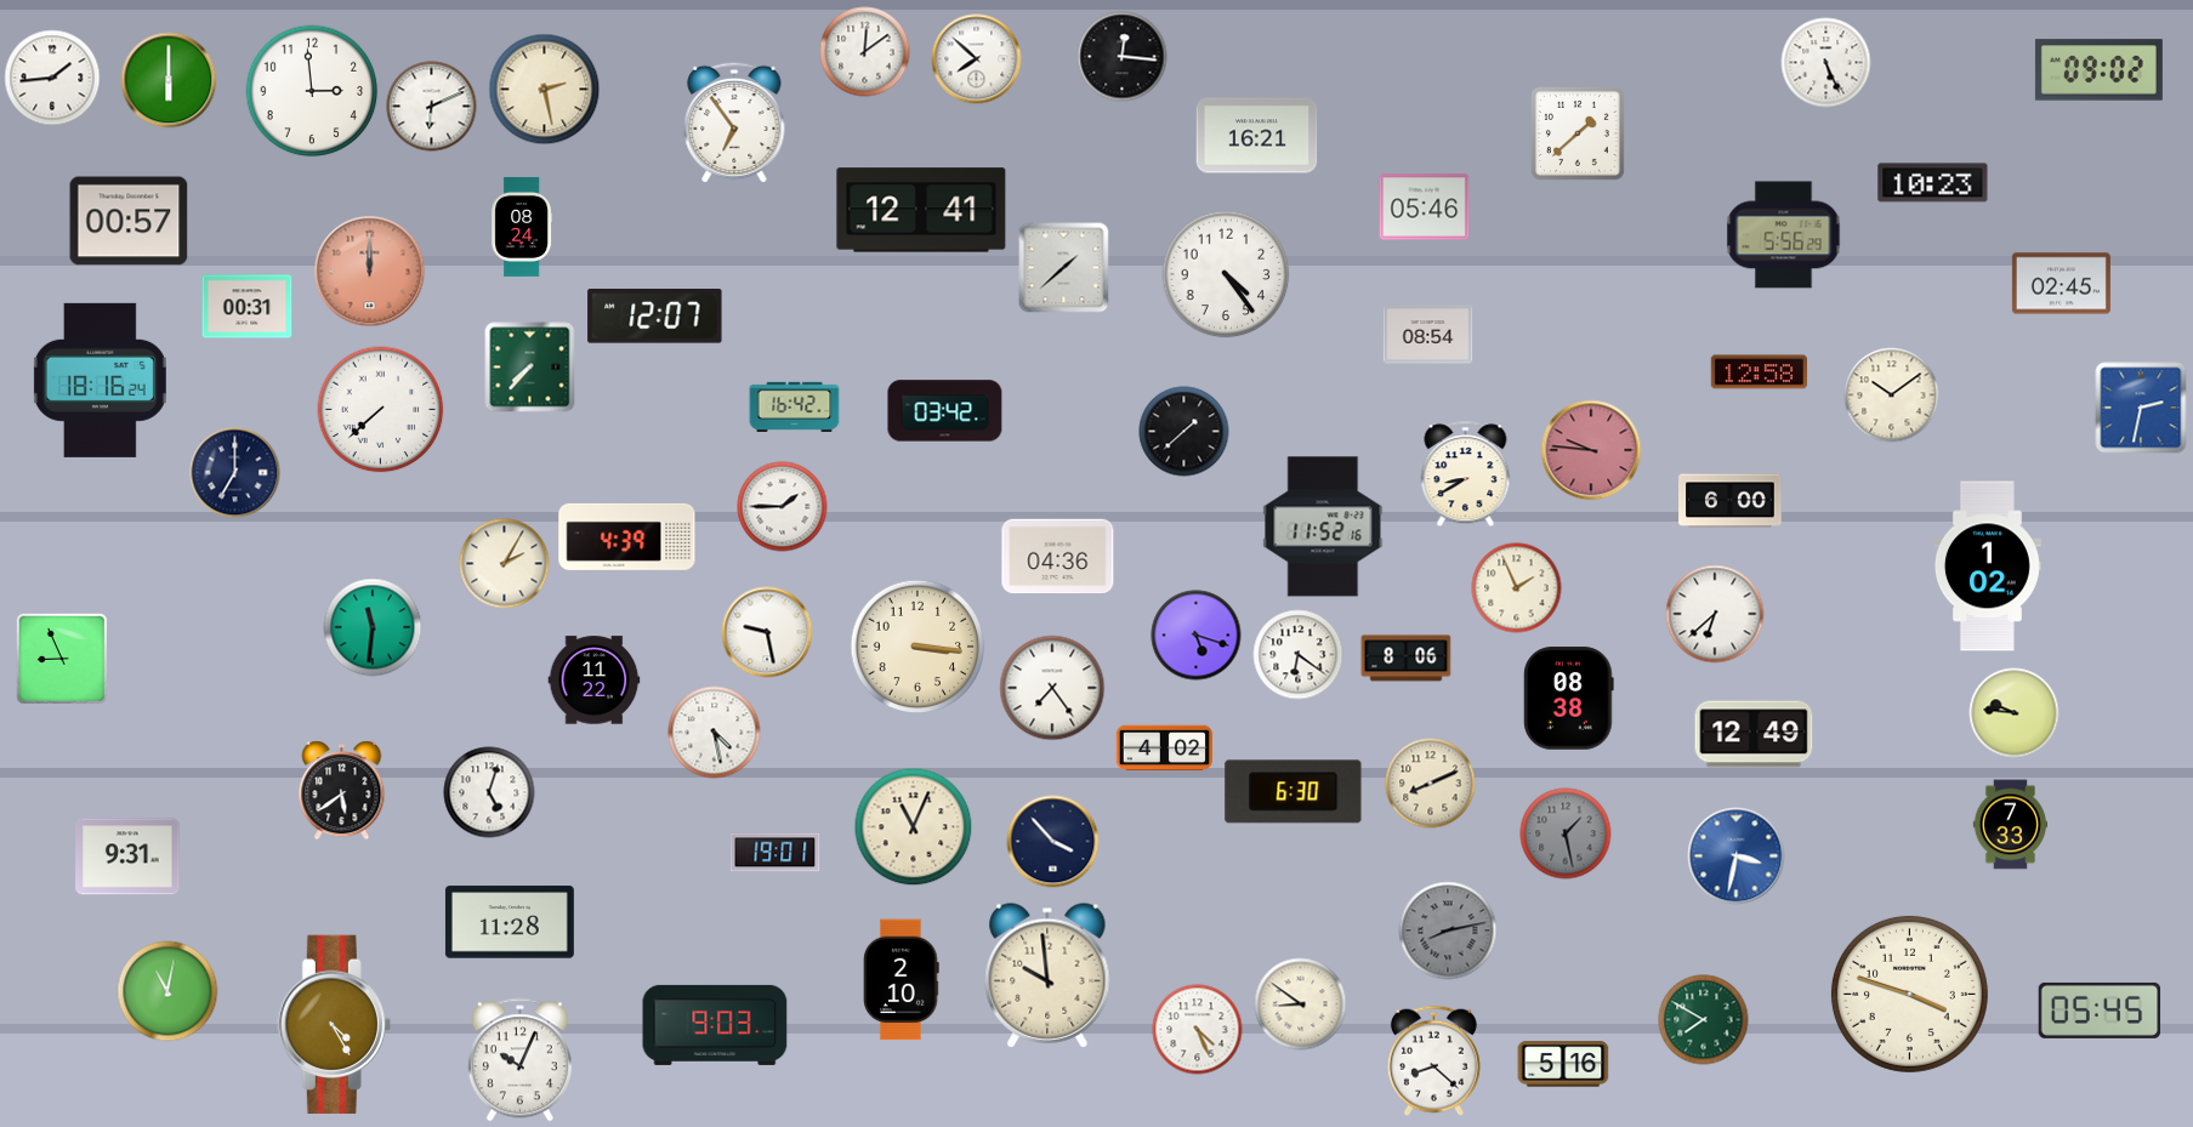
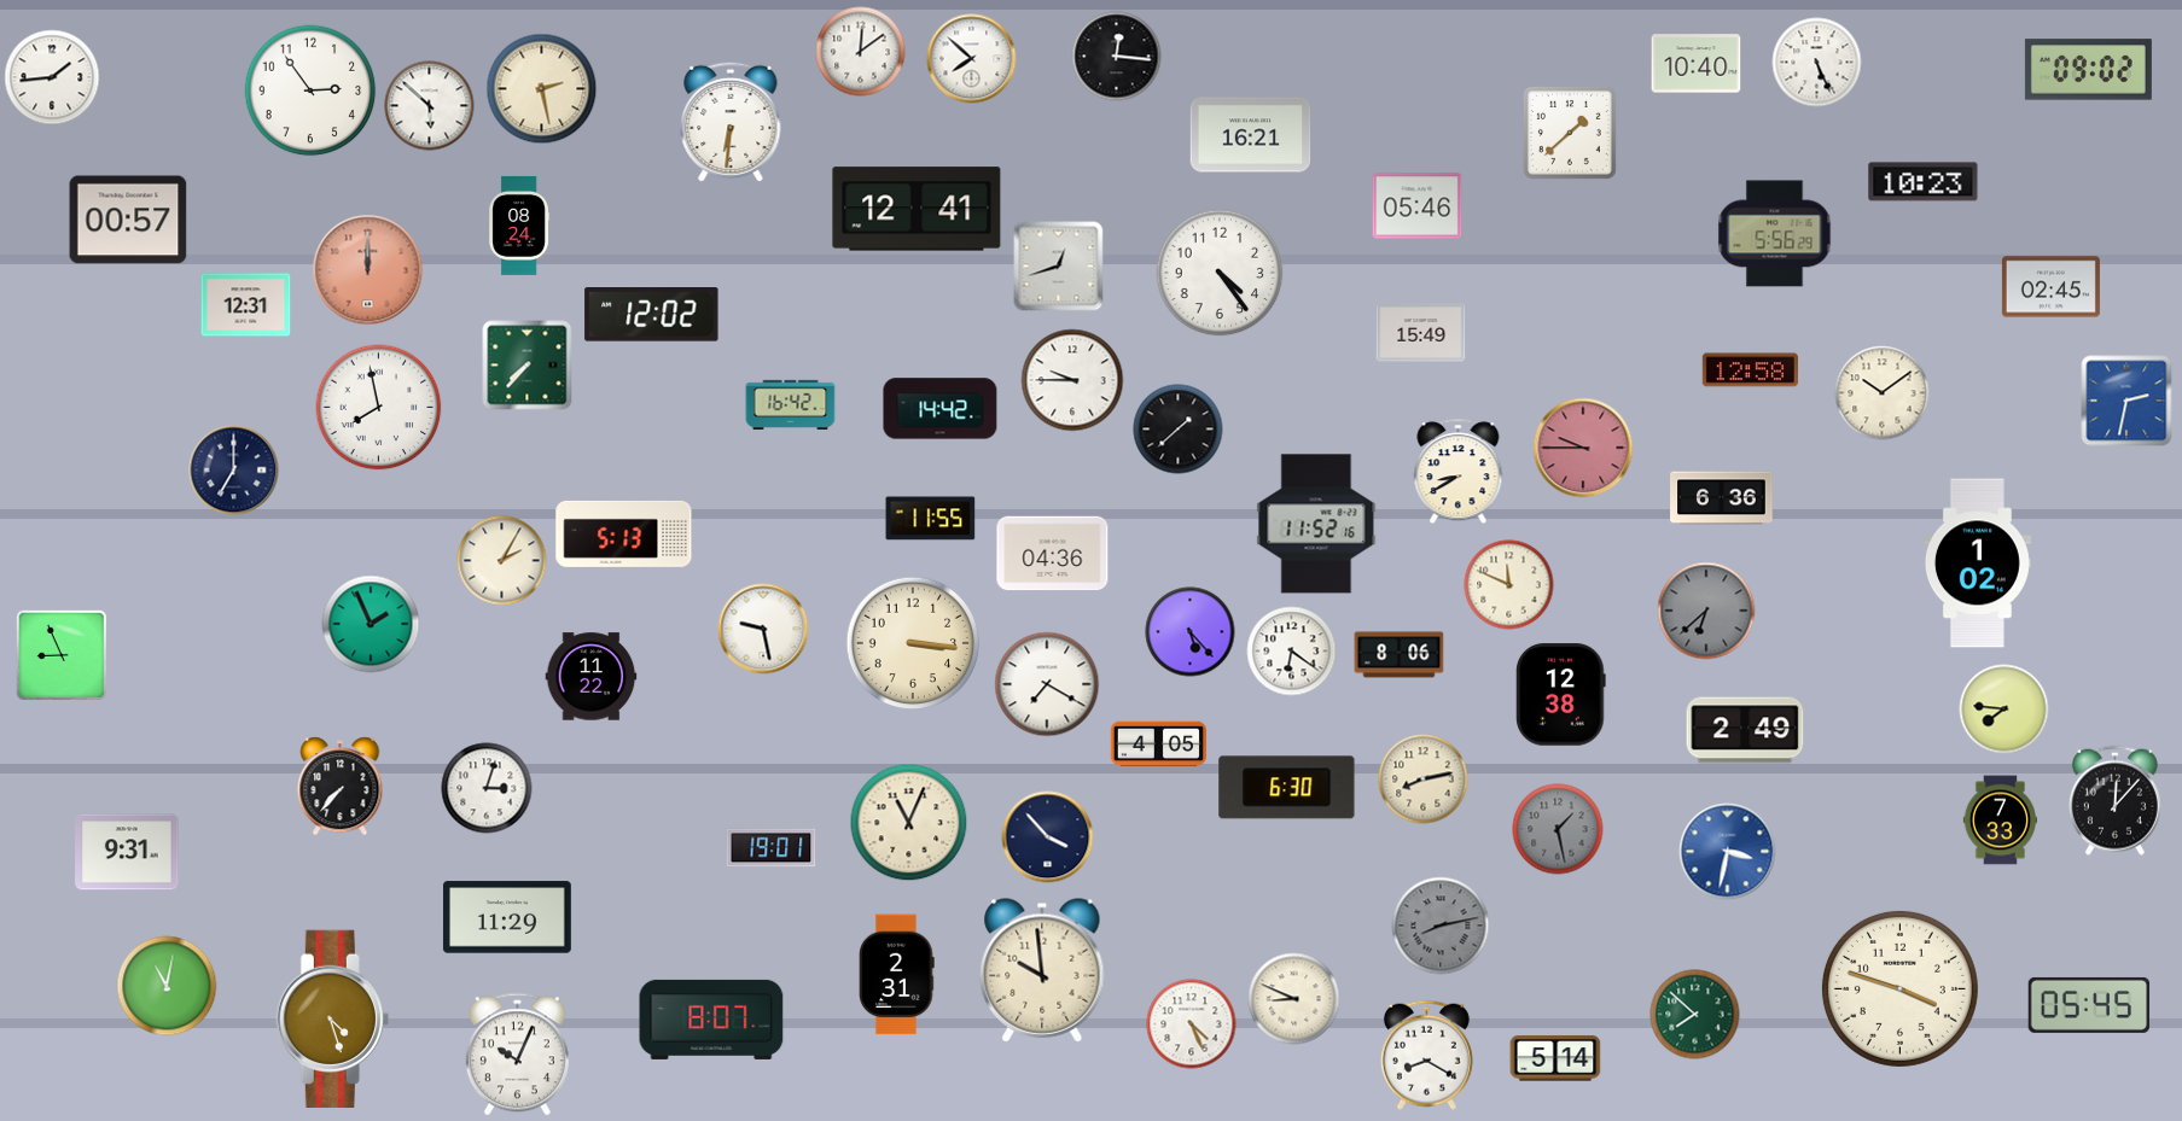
clock at (1697, 64): none -> 10:40
clock at (169, 80): 6:00 -> none
clock at (312, 91): 2:59 -> 2:54
clock at (432, 107): 6:11 -> 5:52
clock at (734, 123): 6:54 -> 6:31
clock at (1064, 268): 1:38 -> 12:42
clock at (2061, 284) position: (2061, 284) -> (2050, 287)
clock at (248, 307): 00:31 -> 12:31
clock at (655, 317): 12:07 -> 12:02
clock at (1428, 335): 08:54 -> 15:49
clock at (100, 380): 18:16 -> none
clock at (1072, 380): none -> 9:45
clock at (2141, 408) position: (2141, 408) -> (2126, 401)
clock at (381, 410): 7:38 -> 7:58
clock at (945, 411): 03:42 -> 14:42
clock at (1591, 450): 9:46 -> 9:45
clock at (1731, 501): 6:00 -> 6:36
clock at (783, 507): 1:45 -> none
clock at (931, 519): none -> 11:55
clock at (627, 536): 4:39 -> 5:13
clock at (1517, 588): 1:56 -> 11:49
clock at (1715, 614) dial: white -> grey
clock at (373, 627): 11:31 -> 1:56
clock at (1197, 636): 5:18 -> 5:23
clock at (1052, 688): 7:24 -> 7:20
clock at (1569, 699): 08:38 -> 12:38
clock at (2015, 713): 9:46 -> 7:46
clock at (715, 733): 4:28 -> none
clock at (1754, 734): 12:49 -> 2:49
clock at (1164, 749): 4:02 -> 4:05
clock at (1431, 784): 8:11 -> 8:13
clock at (342, 791): 5:39 -> 7:37
clock at (489, 792): 5:03 -> 3:03
clock at (2114, 800): none -> 12:07
clock at (510, 922): 11:28 -> 11:29
clock at (902, 980): 2:10 -> 2:31
clock at (1301, 1004): 8:51 -> 8:49
clock at (1704, 1020): 7:50 -> 7:52
clock at (334, 1024): 4:25 -> 4:27
clock at (715, 1025): 9:03 -> 8:07
clock at (1433, 1060): 8:22 -> 8:20
clock at (1563, 1064): 5:16 -> 5:14
